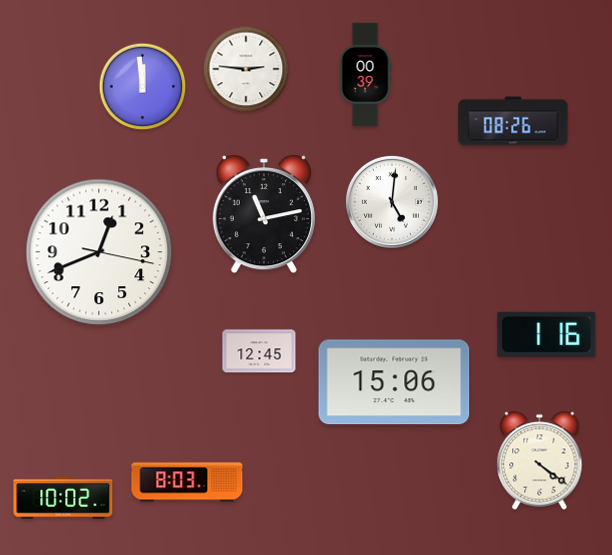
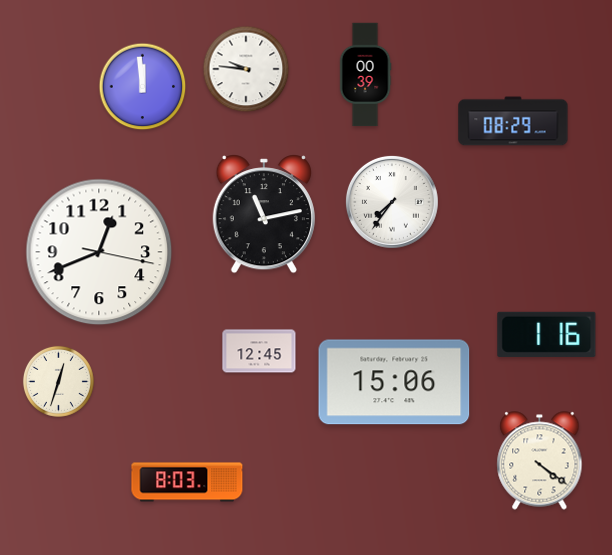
clock at (246, 69): 2:46 -> 9:46
clock at (513, 121): 08:26 -> 08:29
clock at (392, 202): 5:01 -> 7:36
clock at (58, 381): none -> 12:33
clock at (63, 498): 10:02 -> none
